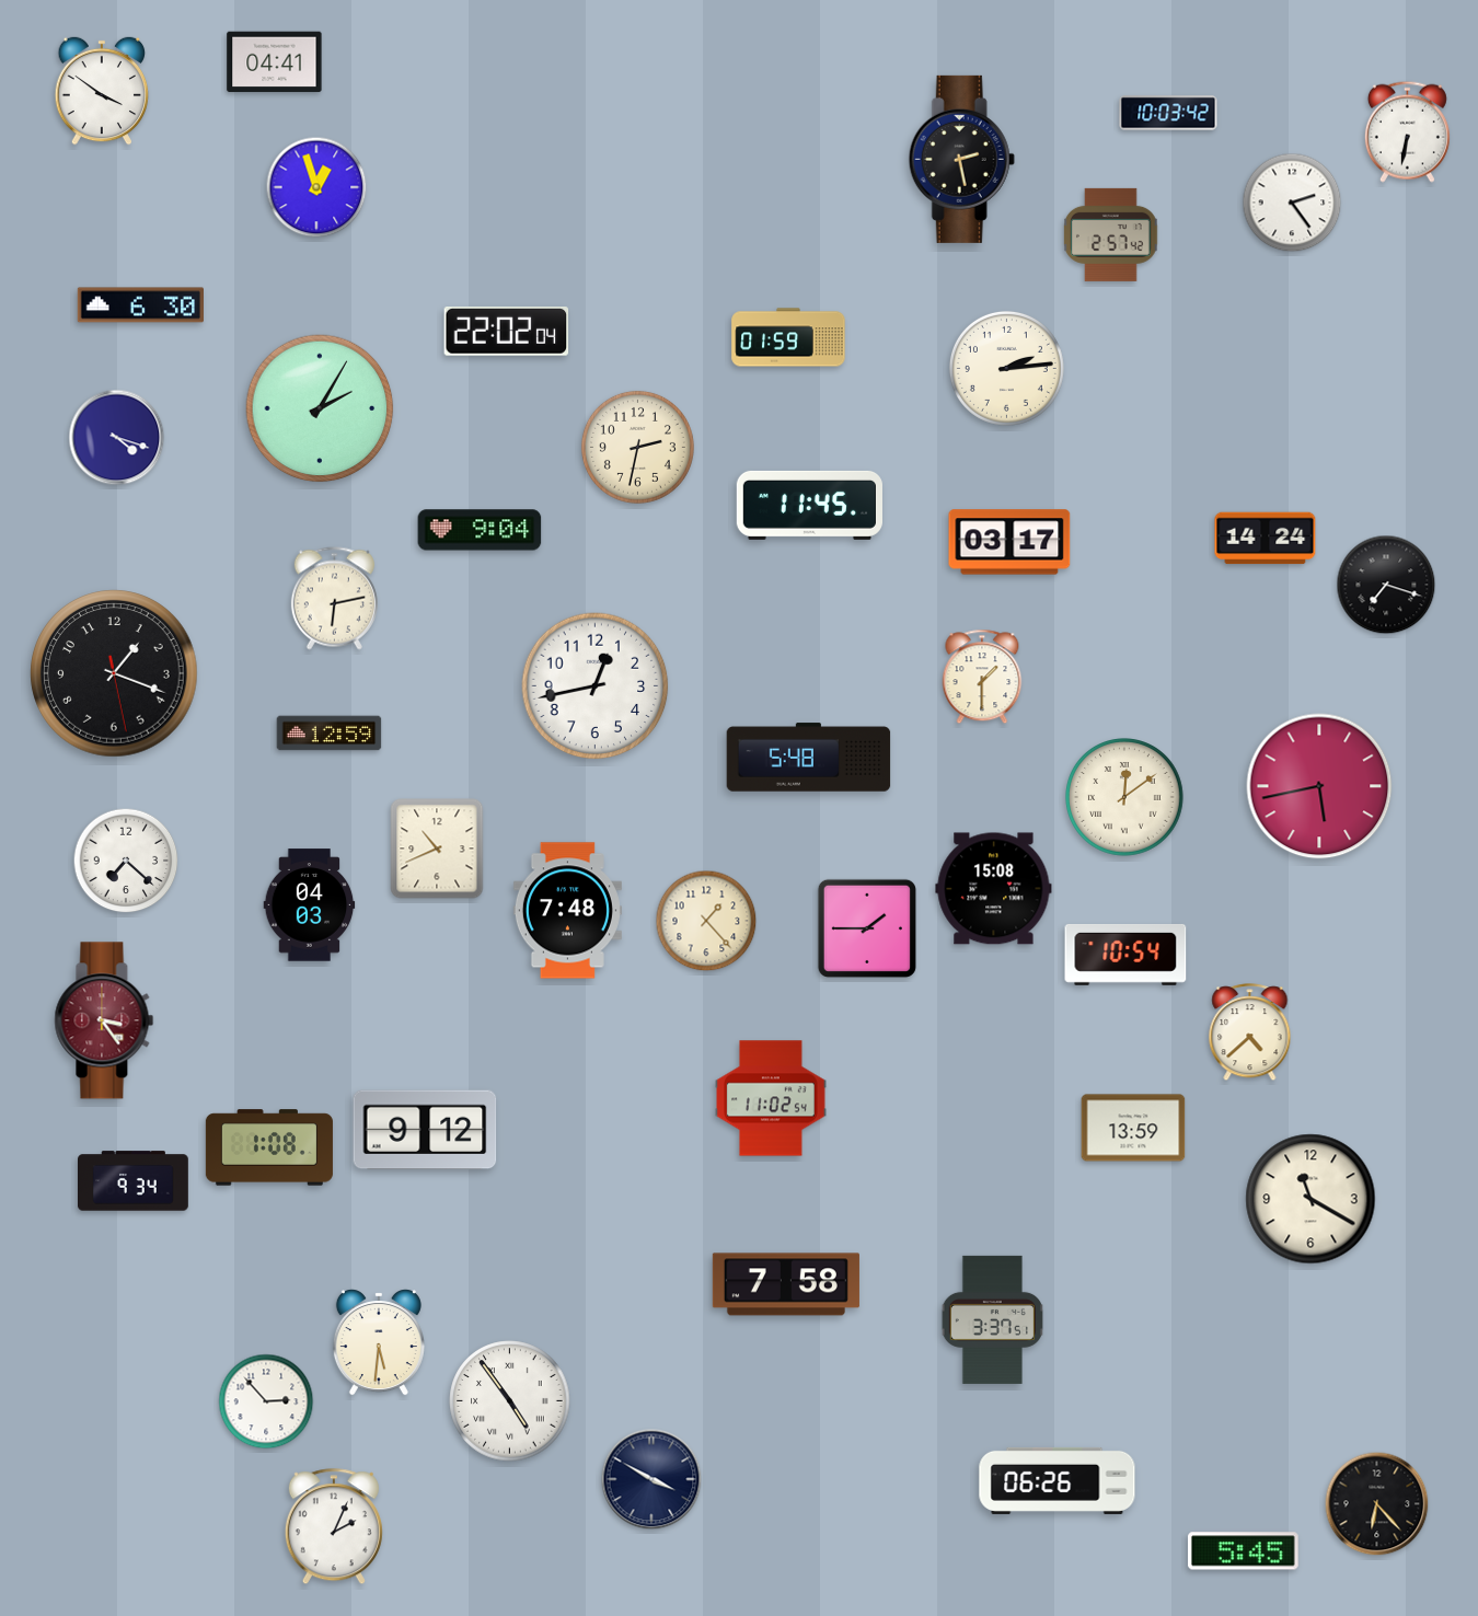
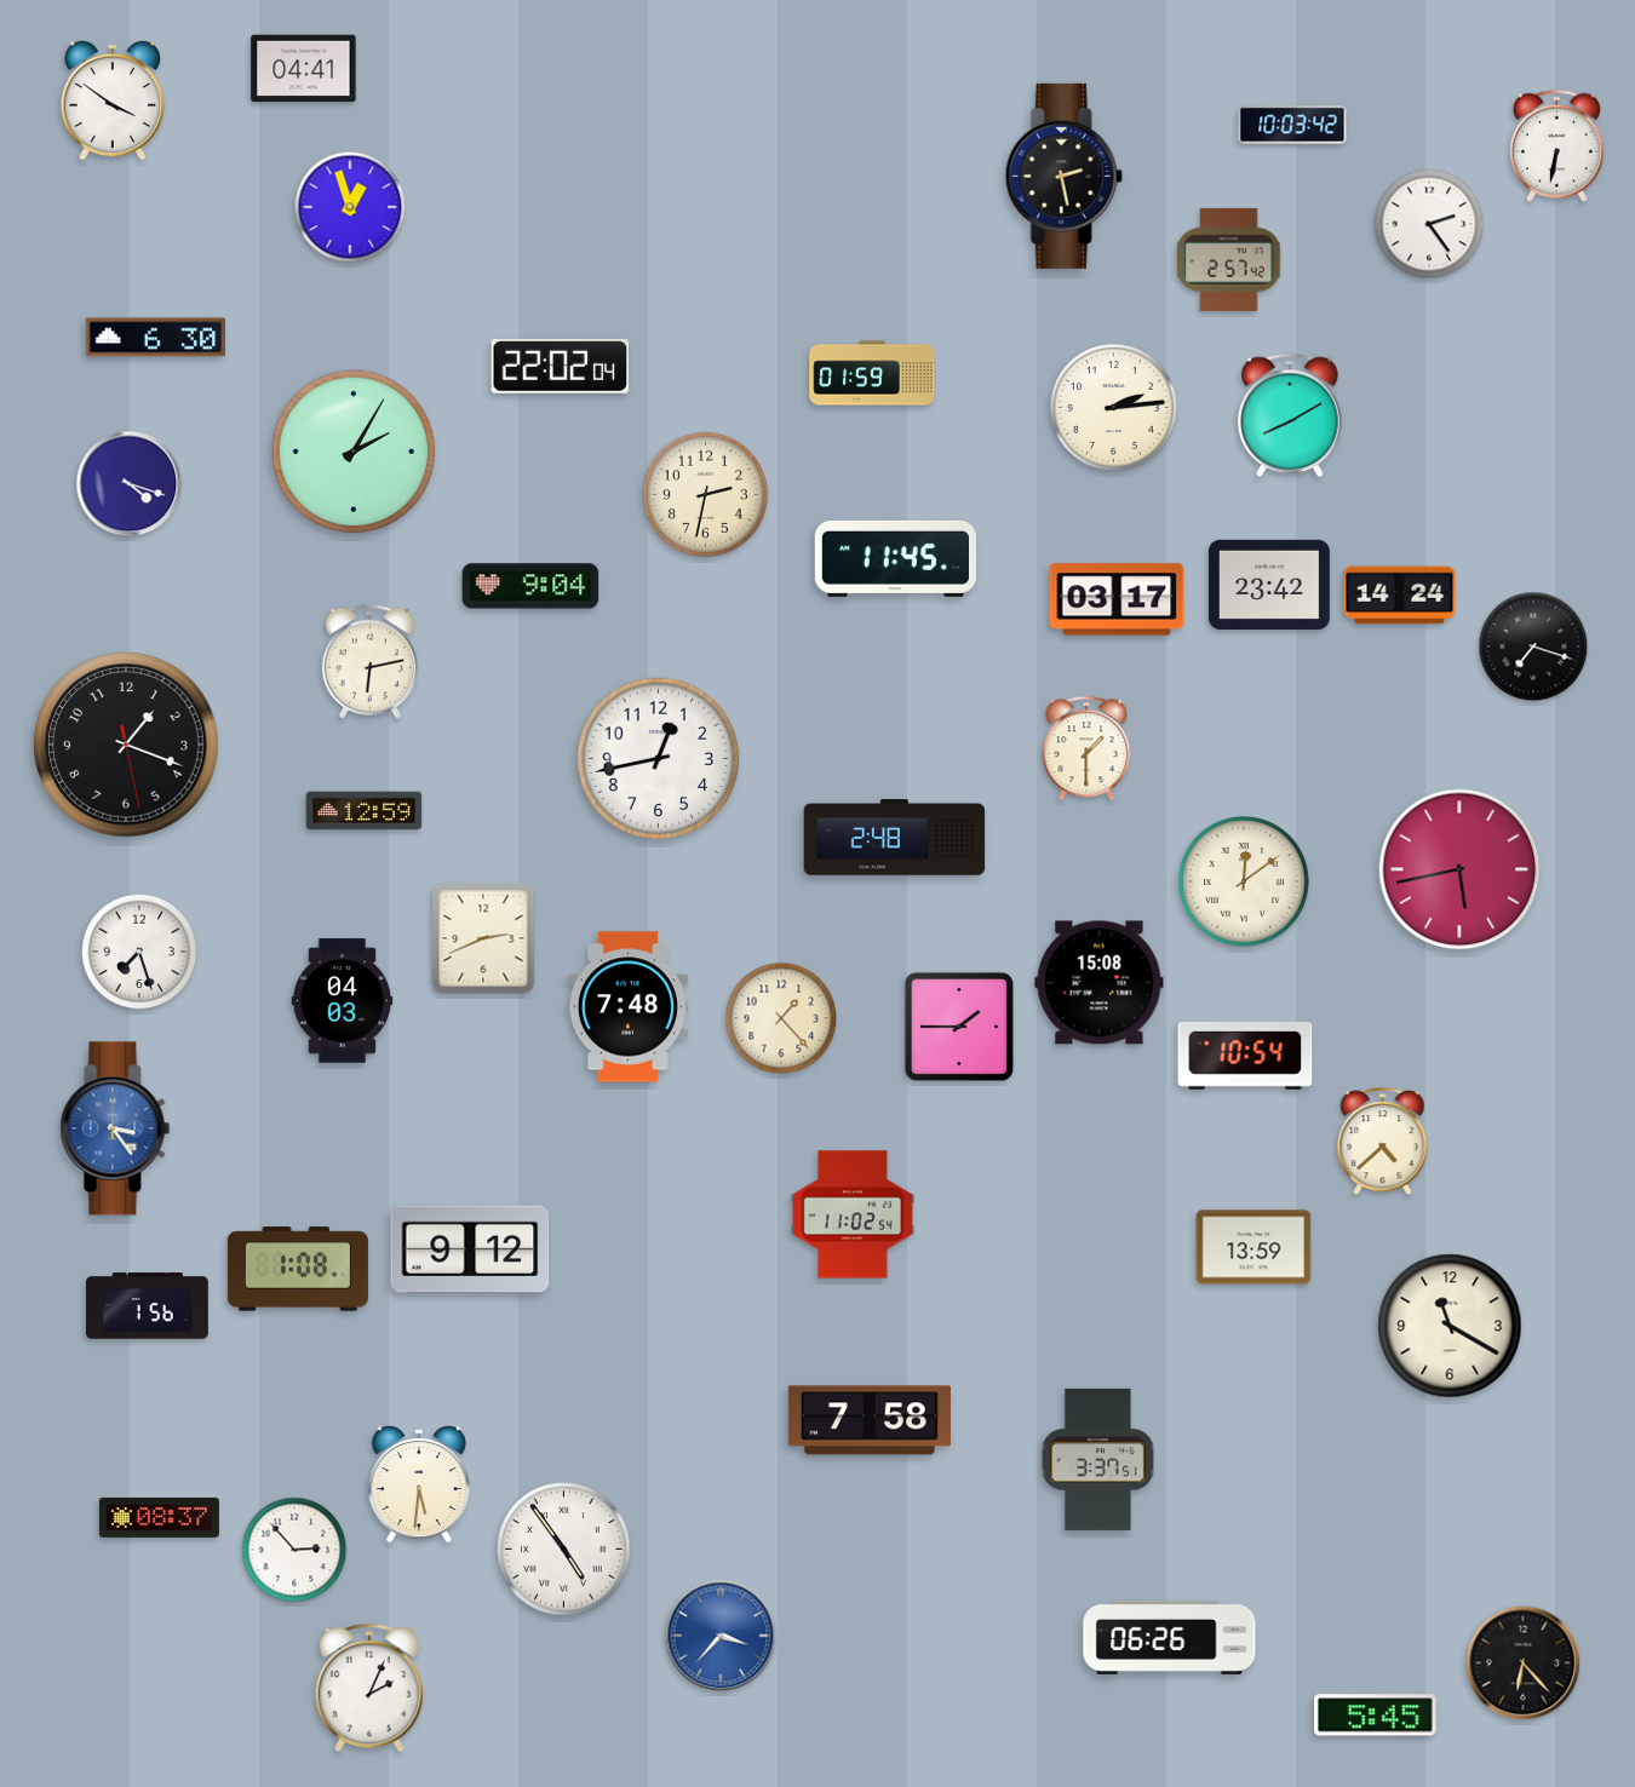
clock at (1290, 415): none -> 8:10
clock at (1269, 585): none -> 23:42
clock at (809, 758): 5:48 -> 2:48
clock at (437, 849): 10:41 -> 2:41
clock at (126, 861): 7:22 -> 7:27
clock at (104, 1020) dial: burgundy -> blue
clock at (134, 1181): 9:34 -> 1:56
clock at (159, 1517): none -> 08:37
clock at (651, 1479): 3:50 -> 3:37
clock at (651, 1479) dial: navy -> blue
